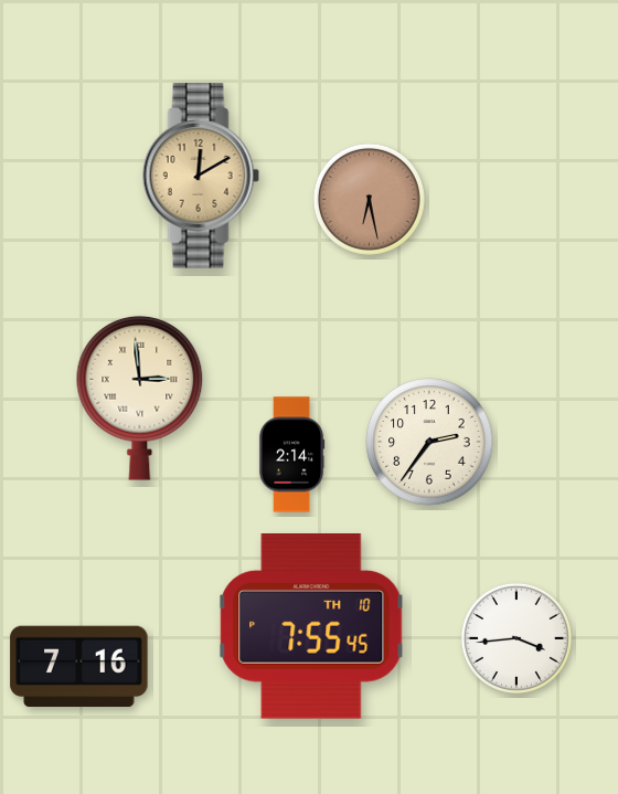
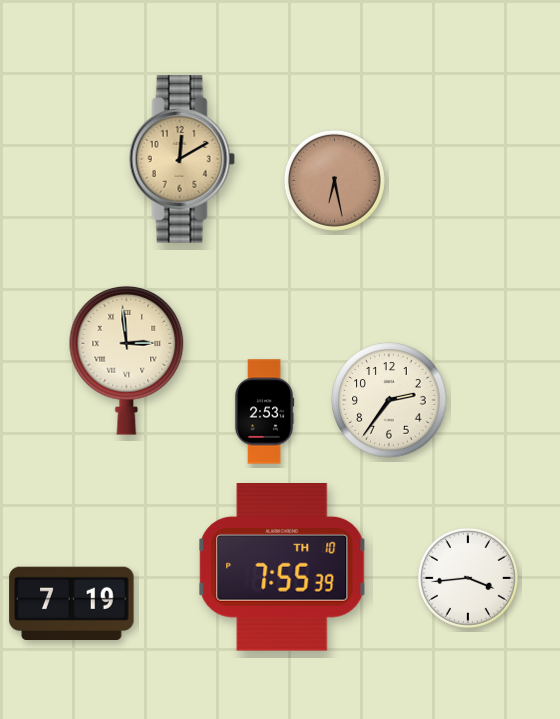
clock at (291, 455): 2:14 -> 2:53
clock at (311, 627): 7:55:45 -> 7:55:39
clock at (79, 666): 7:16 -> 7:19
